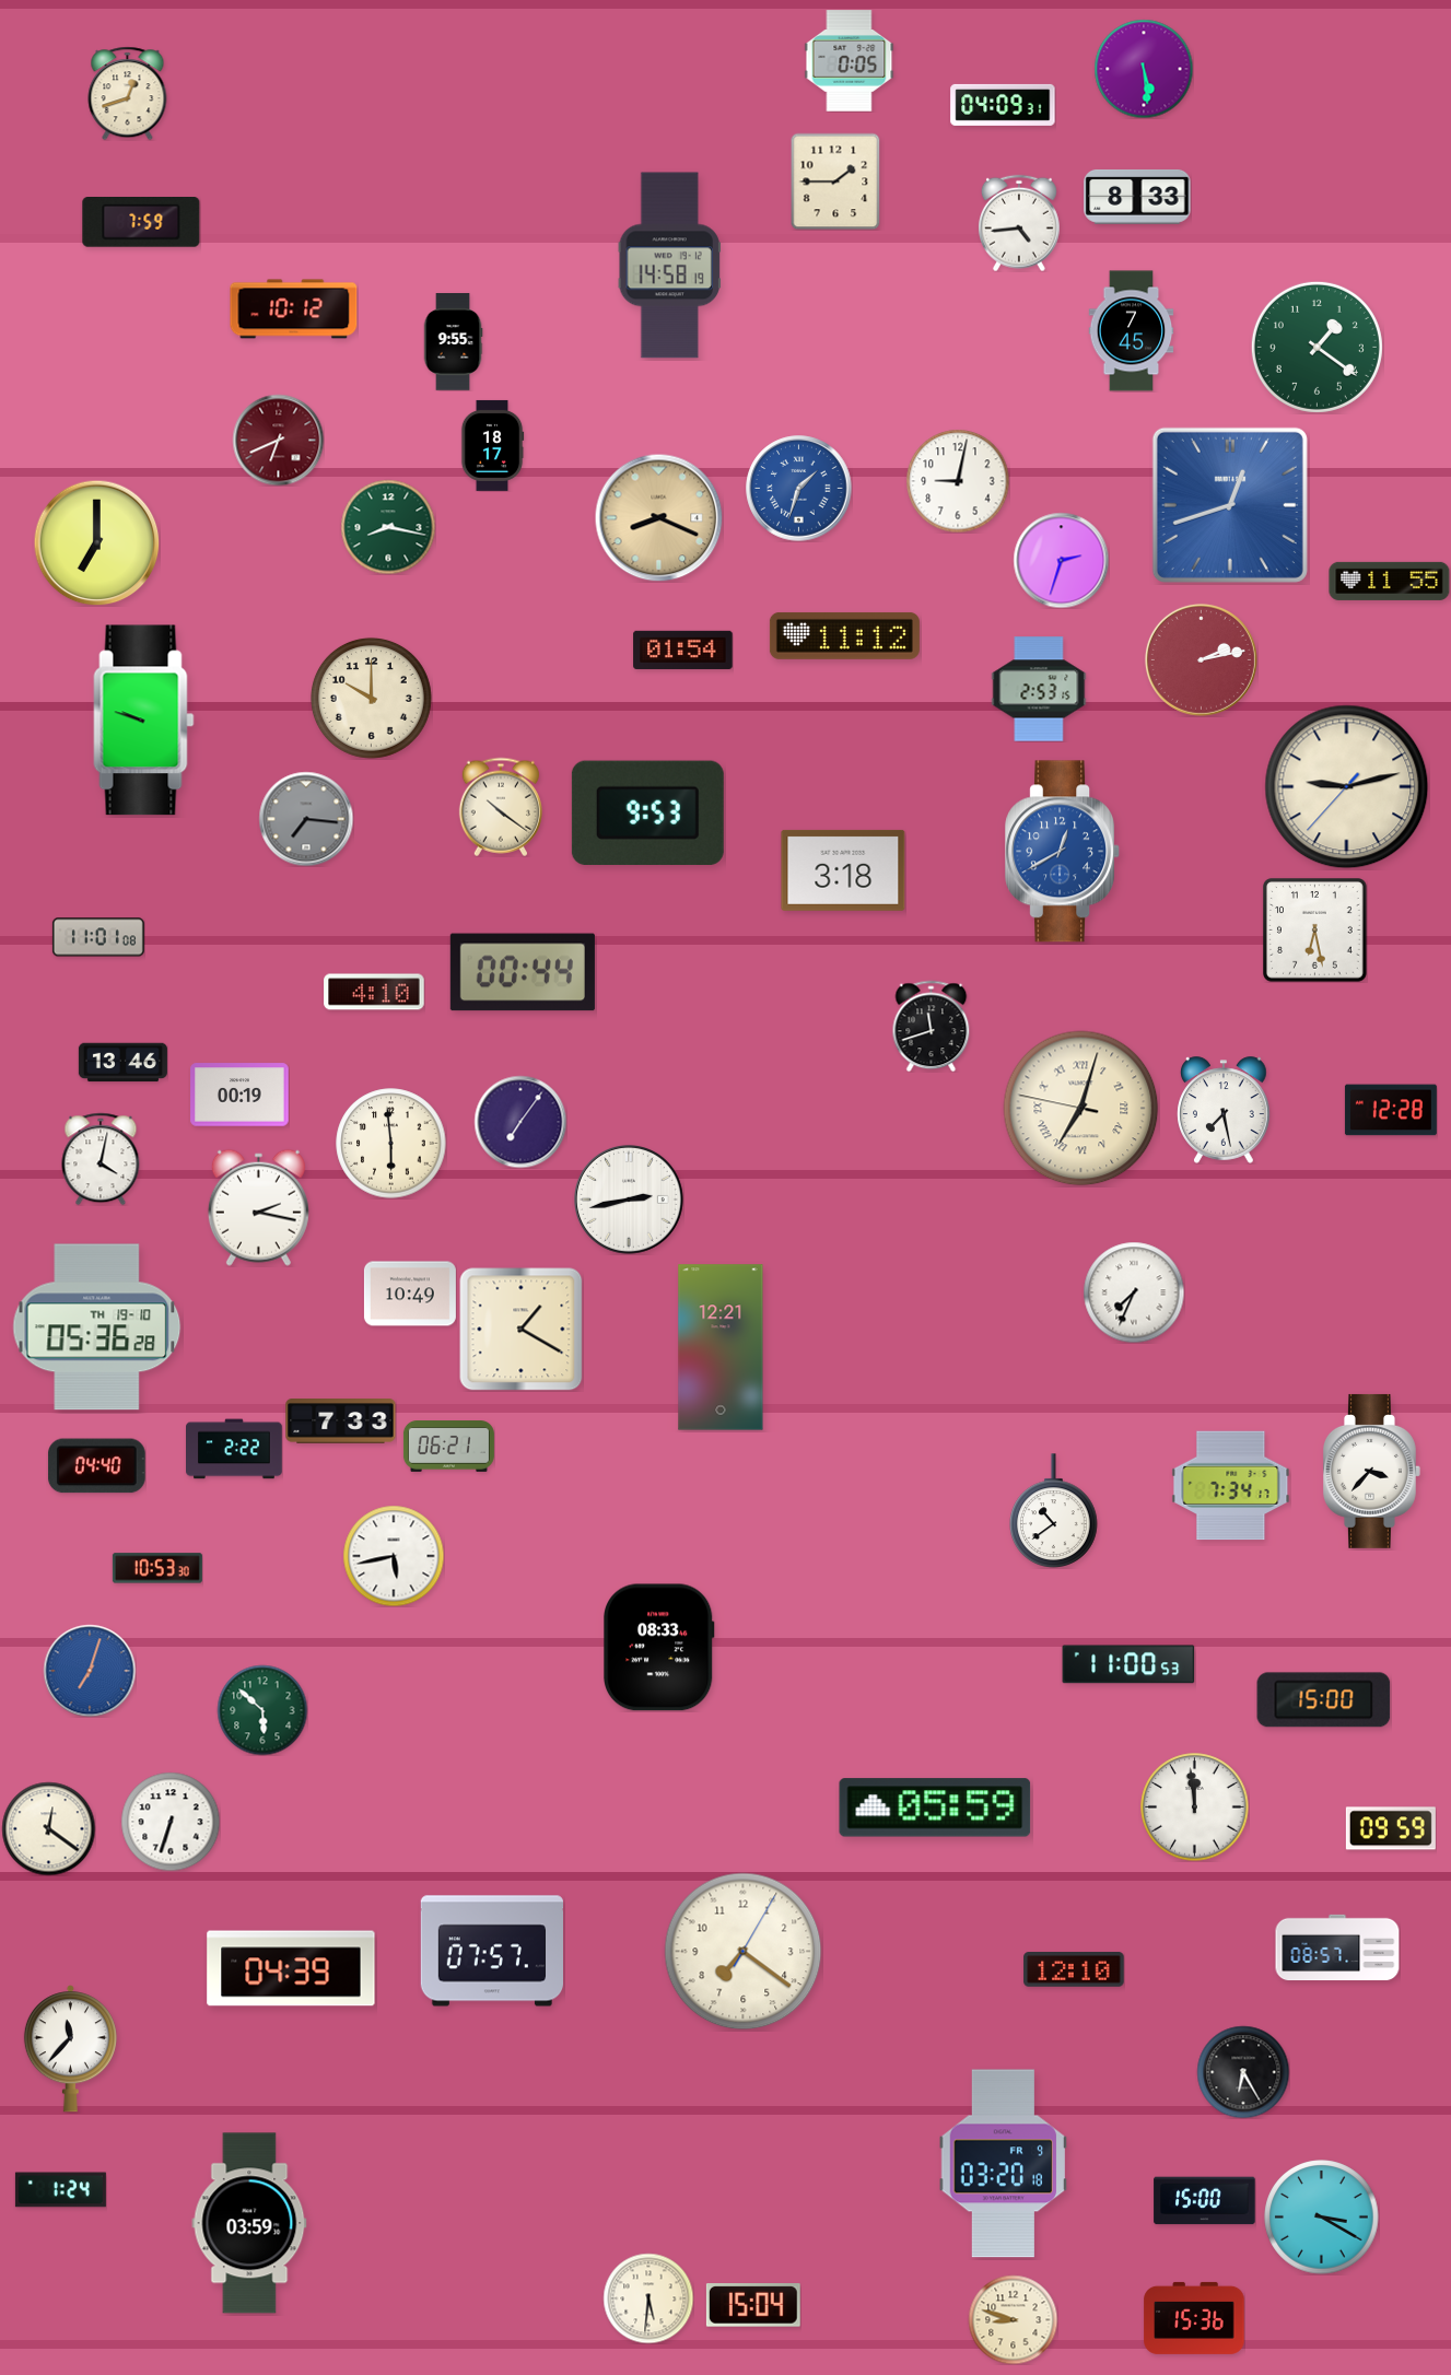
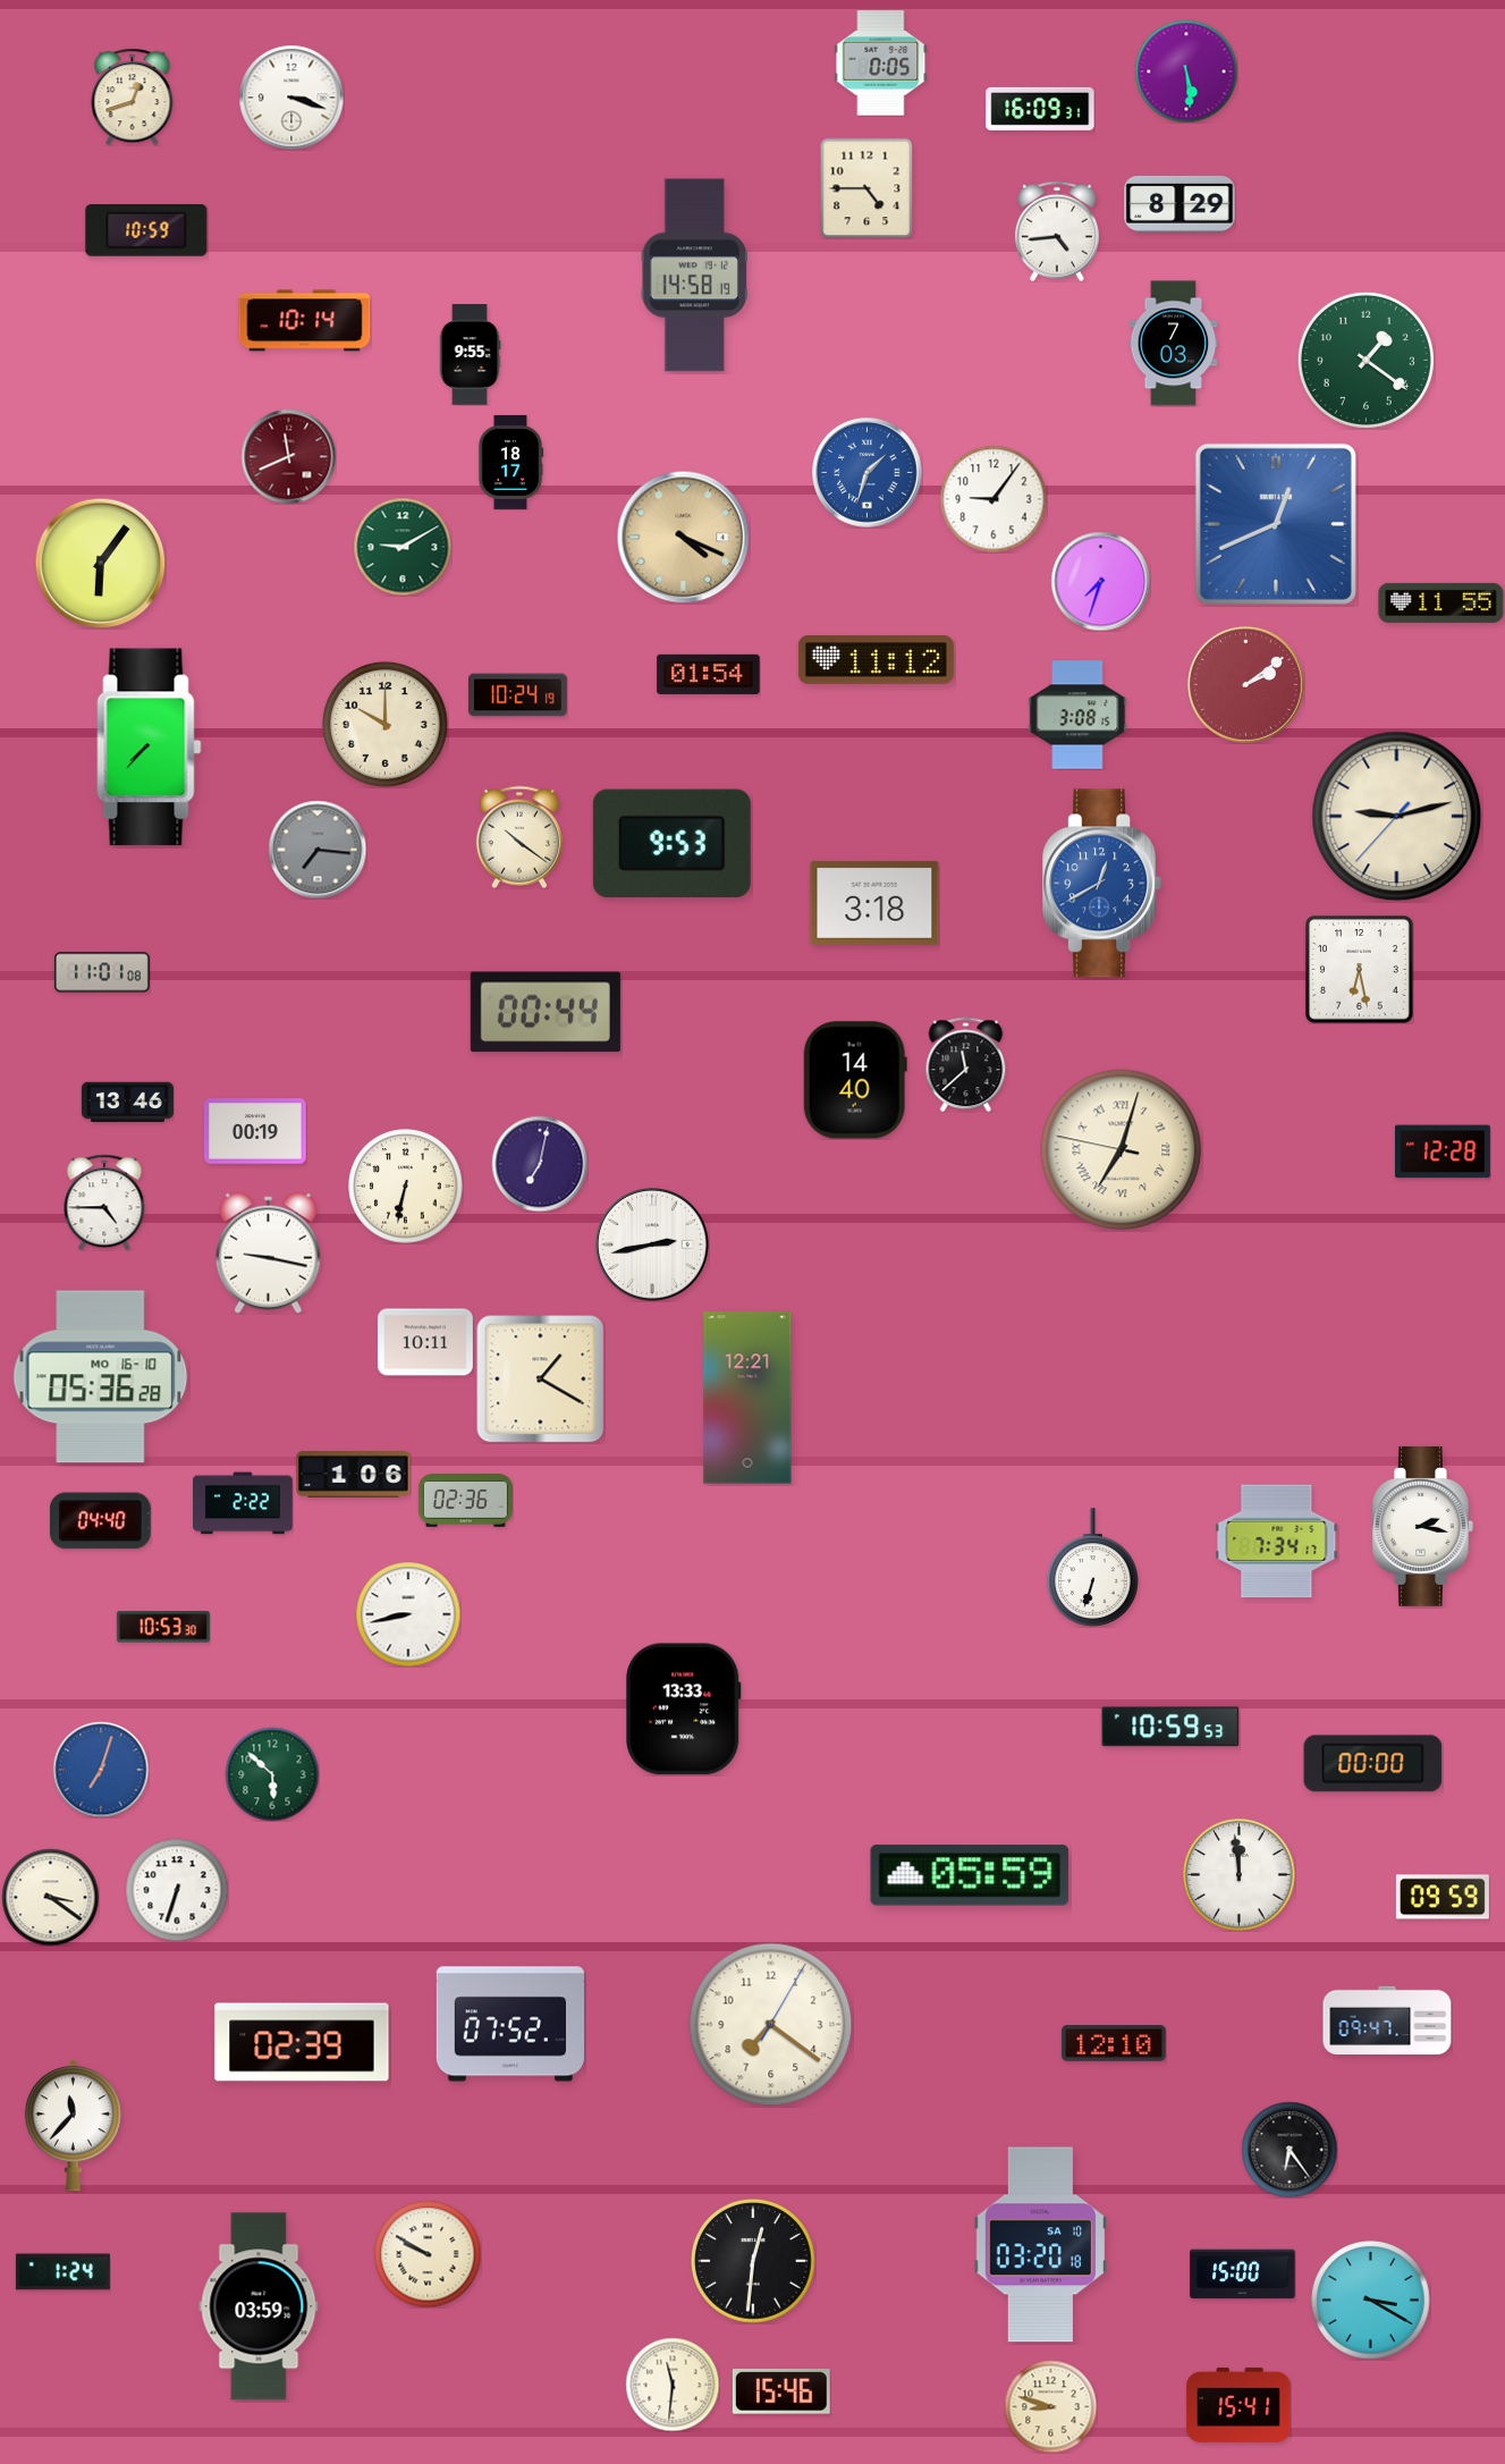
clock at (291, 98): none -> 3:18
clock at (1003, 105): 04:09 -> 16:09
clock at (835, 182): 1:45 -> 4:45
clock at (1137, 197): 8:33 -> 8:29
clock at (141, 222): 7:59 -> 10:59
clock at (294, 309): 10:12 -> 10:14
clock at (1132, 331): 7:45 -> 7:03
clock at (278, 440): 6:41 -> 11:41
clock at (958, 481): 9:02 -> 9:06
clock at (799, 489) position: (799, 489) -> (868, 473)
clock at (1230, 505): 12:42 -> 12:41
clock at (658, 517): 8:19 -> 4:19
clock at (388, 527): 8:17 -> 9:10
clock at (96, 542): 7:00 -> 6:06
clock at (1061, 560): 2:33 -> 7:33
clock at (1201, 659): 2:13 -> 2:09
clock at (518, 695): none -> 10:24
clock at (1039, 689): 2:53 -> 3:08
clock at (144, 721): 9:48 -> 7:37
clock at (1315, 931) position: (1315, 931) -> (1360, 970)
clock at (523, 972) position: (523, 972) -> (546, 1012)
clock at (374, 992): 4:10 -> none
clock at (932, 1026): 11:42 -> 11:38
clock at (855, 1080): none -> 14:40
clock at (239, 1095) position: (239, 1095) -> (255, 1131)
clock at (1224, 1110): 7:28 -> none
clock at (520, 1122): 7:06 -> 7:02
clock at (391, 1144): 5:59 -> 6:32
clock at (101, 1159): 4:02 -> 4:45
clock at (258, 1207): 2:17 -> 9:17
clock at (1134, 1292): 7:34 -> none
clock at (410, 1294): 10:49 -> 10:11
clock at (97, 1327) date: TH 19-10 -> MO 16-10
clock at (341, 1422): 7:33 -> 1:06
clock at (448, 1447): 06:21 -> 02:36
clock at (1372, 1471): 3:37 -> 2:17
clock at (1054, 1511): 10:39 -> 6:33
clock at (394, 1556): 5:43 -> 8:43
clock at (659, 1648): 08:33 -> 13:33
clock at (1128, 1664): 11:00 -> 10:59
clock at (90, 1671) position: (90, 1671) -> (101, 1770)
clock at (1324, 1700): 15:00 -> 00:00
clock at (48, 1828): 12:21 -> 3:21
clock at (1337, 1947): 08:57 -> 09:47
clock at (491, 1951): 07:57 -> 07:52
clock at (291, 1968): 04:39 -> 02:39
clock at (1243, 2072): 6:25 -> 6:24
clock at (1004, 2164) date: FR 9 -> SA 10
clock at (428, 2254): none -> 9:50
clock at (754, 2262): none -> 12:31
clock at (1205, 2201) position: (1205, 2201) -> (1243, 2275)
clock at (648, 2298): 5:31 -> 11:31
clock at (753, 2306): 15:04 -> 15:46
clock at (1194, 2318): 15:36 -> 15:41
